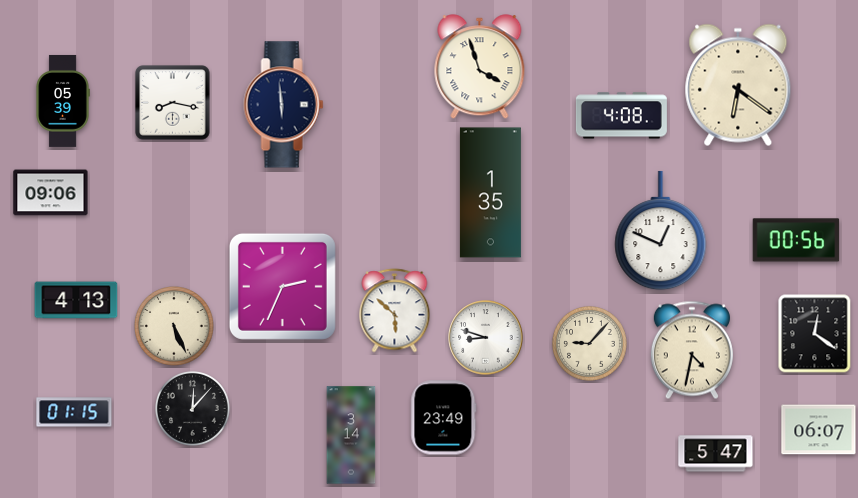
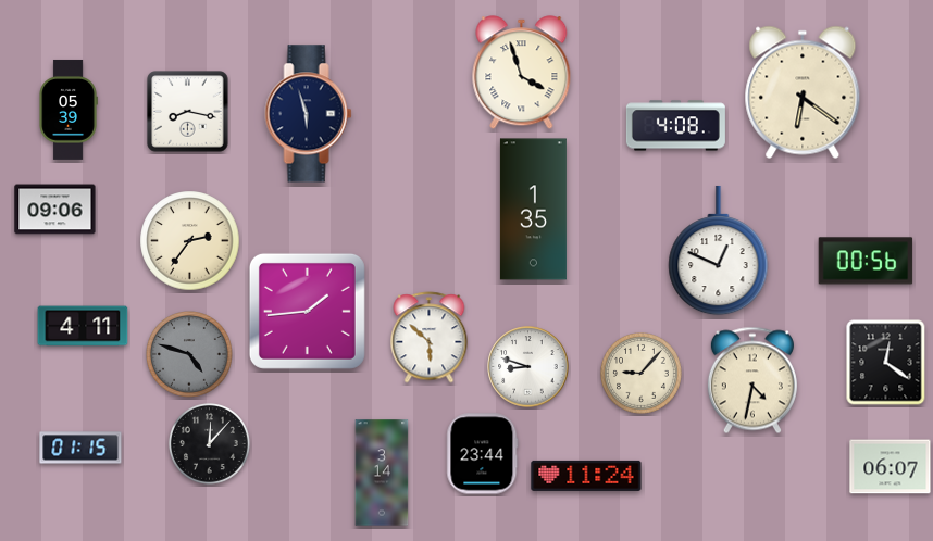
clock at (284, 105): 5:59 -> 5:57
clock at (190, 241): none -> 2:36
clock at (282, 286): 2:34 -> 1:44
clock at (76, 300): 4:13 -> 4:11
clock at (175, 327): 5:26 -> 4:48
clock at (175, 327) dial: cream -> grey
clock at (444, 418): 23:49 -> 23:44
clock at (586, 476): none -> 11:24
clock at (716, 454): 5:47 -> none
